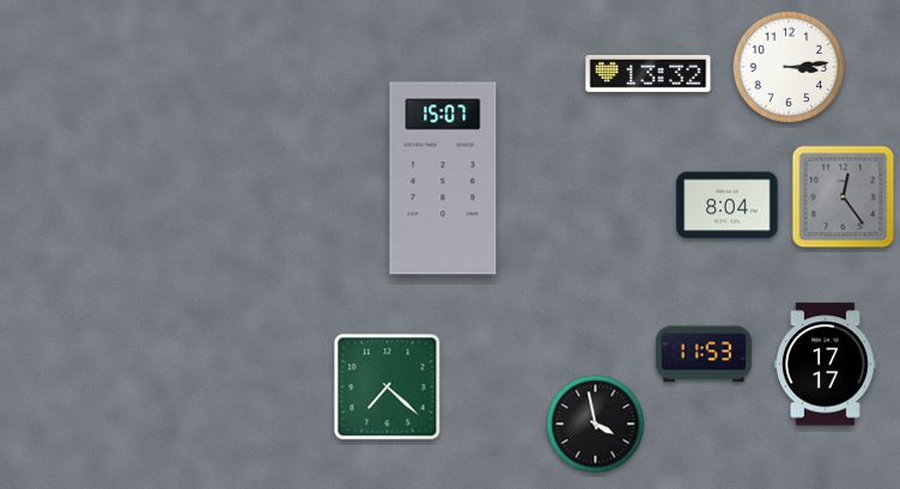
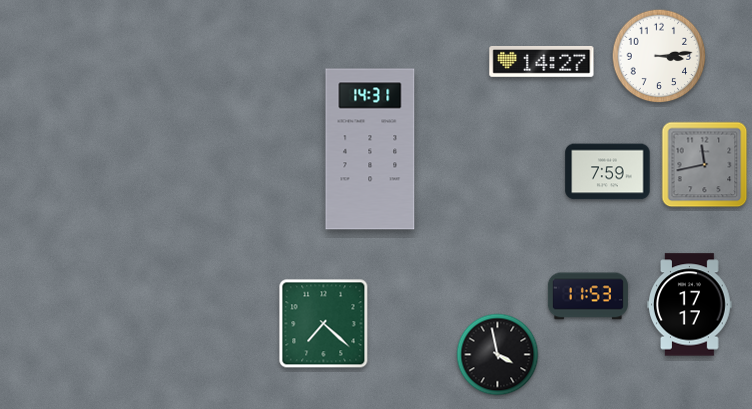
clock at (649, 74): 13:32 -> 14:27
clock at (443, 178): 15:07 -> 14:31
clock at (844, 197): 12:24 -> 11:43
clock at (728, 206): 8:04 -> 7:59
